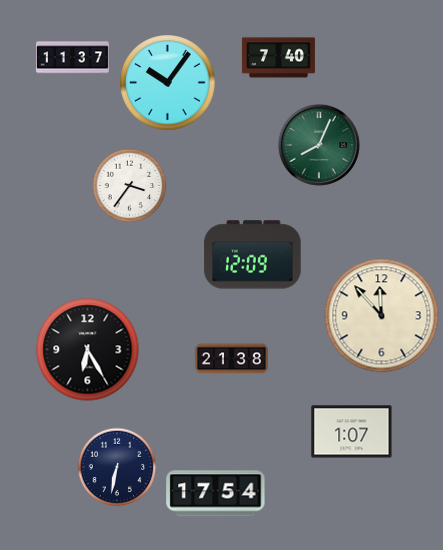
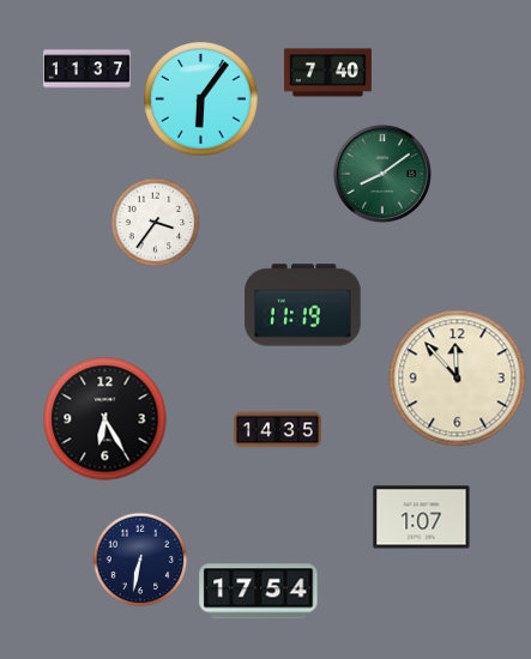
clock at (278, 58) position: (278, 58) -> (327, 73)
clock at (168, 83): 10:06 -> 6:06
clock at (319, 145): 8:04 -> 8:09
clock at (253, 255): 12:09 -> 11:19
clock at (231, 359): 21:38 -> 14:35
